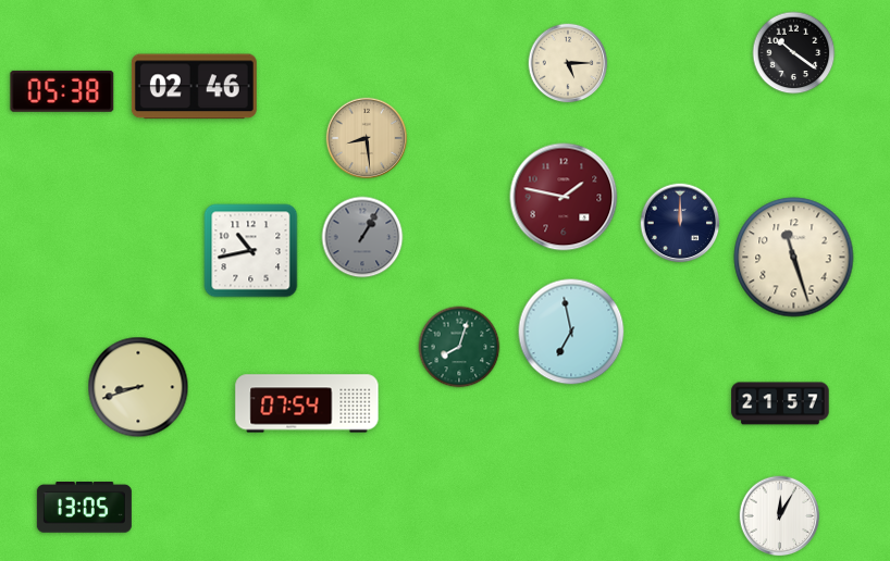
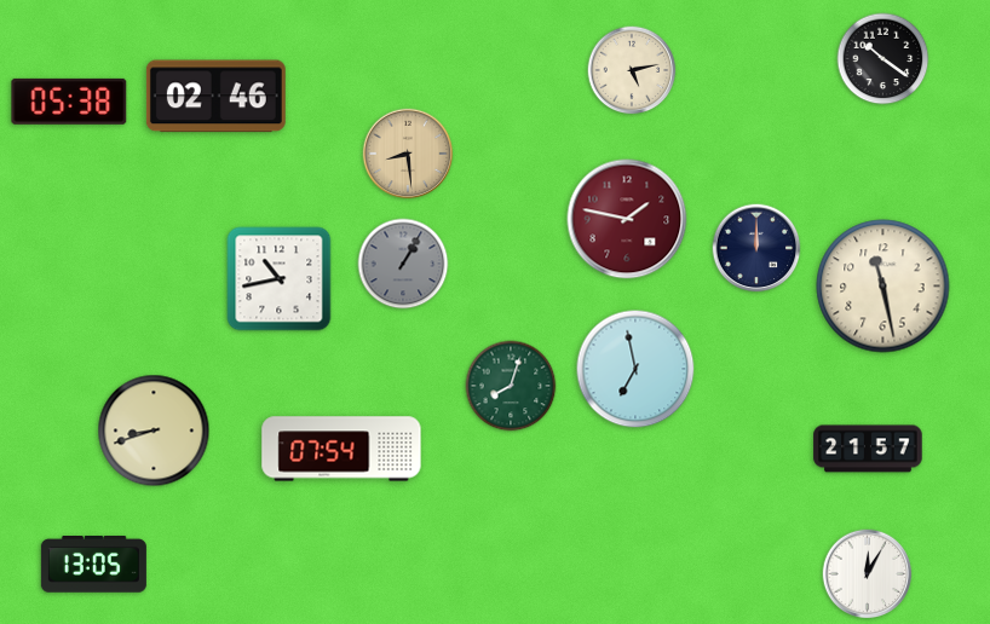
clock at (568, 63): 5:15 -> 5:13
clock at (794, 258): 11:27 -> 11:28
